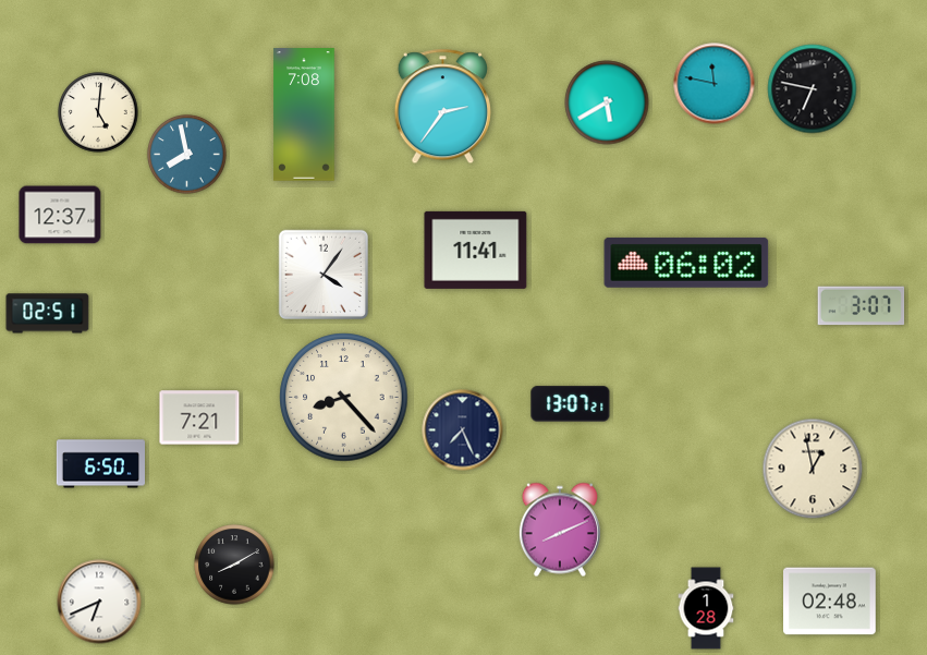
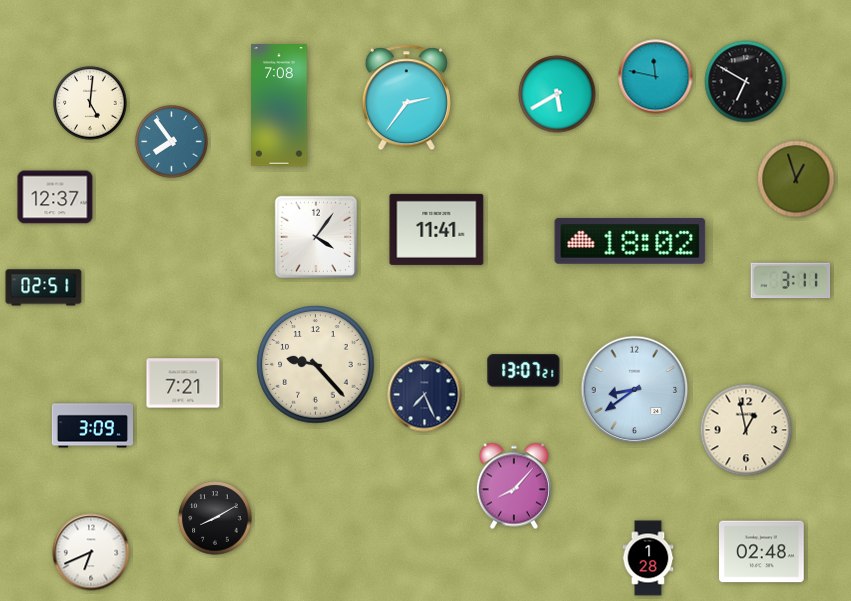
clock at (813, 89): 6:47 -> 6:50
clock at (187, 155): 7:58 -> 7:54
clock at (796, 179): none -> 12:57
clock at (686, 263): 06:02 -> 18:02
clock at (324, 275) position: (324, 275) -> (316, 237)
clock at (862, 306): 3:07 -> 3:11
clock at (344, 398): 8:23 -> 9:23
clock at (635, 390): none -> 8:39
clock at (100, 464): 6:50 -> 3:09
clock at (560, 530): 8:11 -> 8:07
